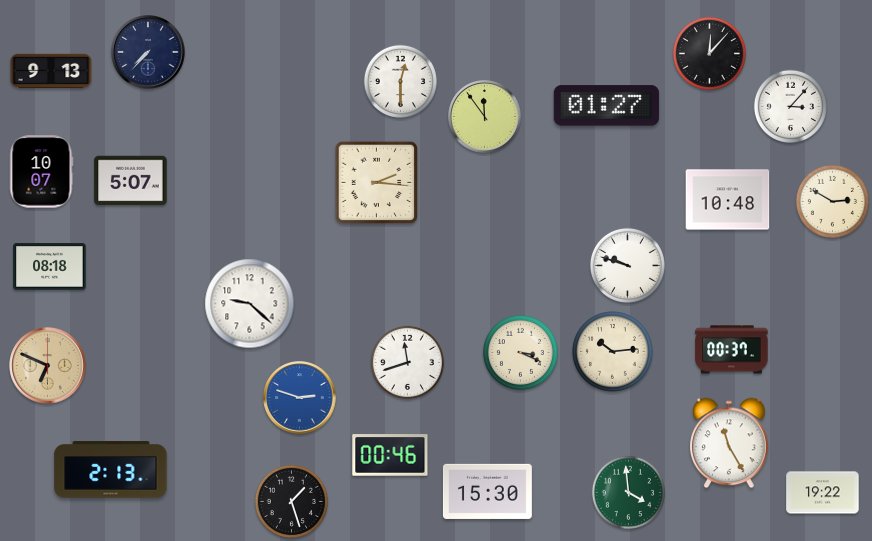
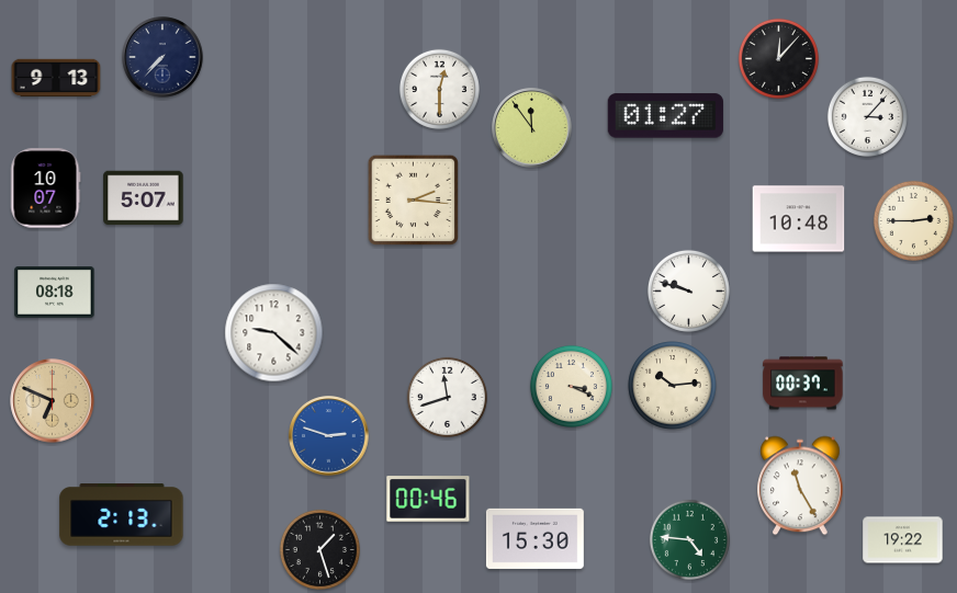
clock at (832, 201): 2:50 -> 2:45
clock at (628, 492): 3:59 -> 4:46
